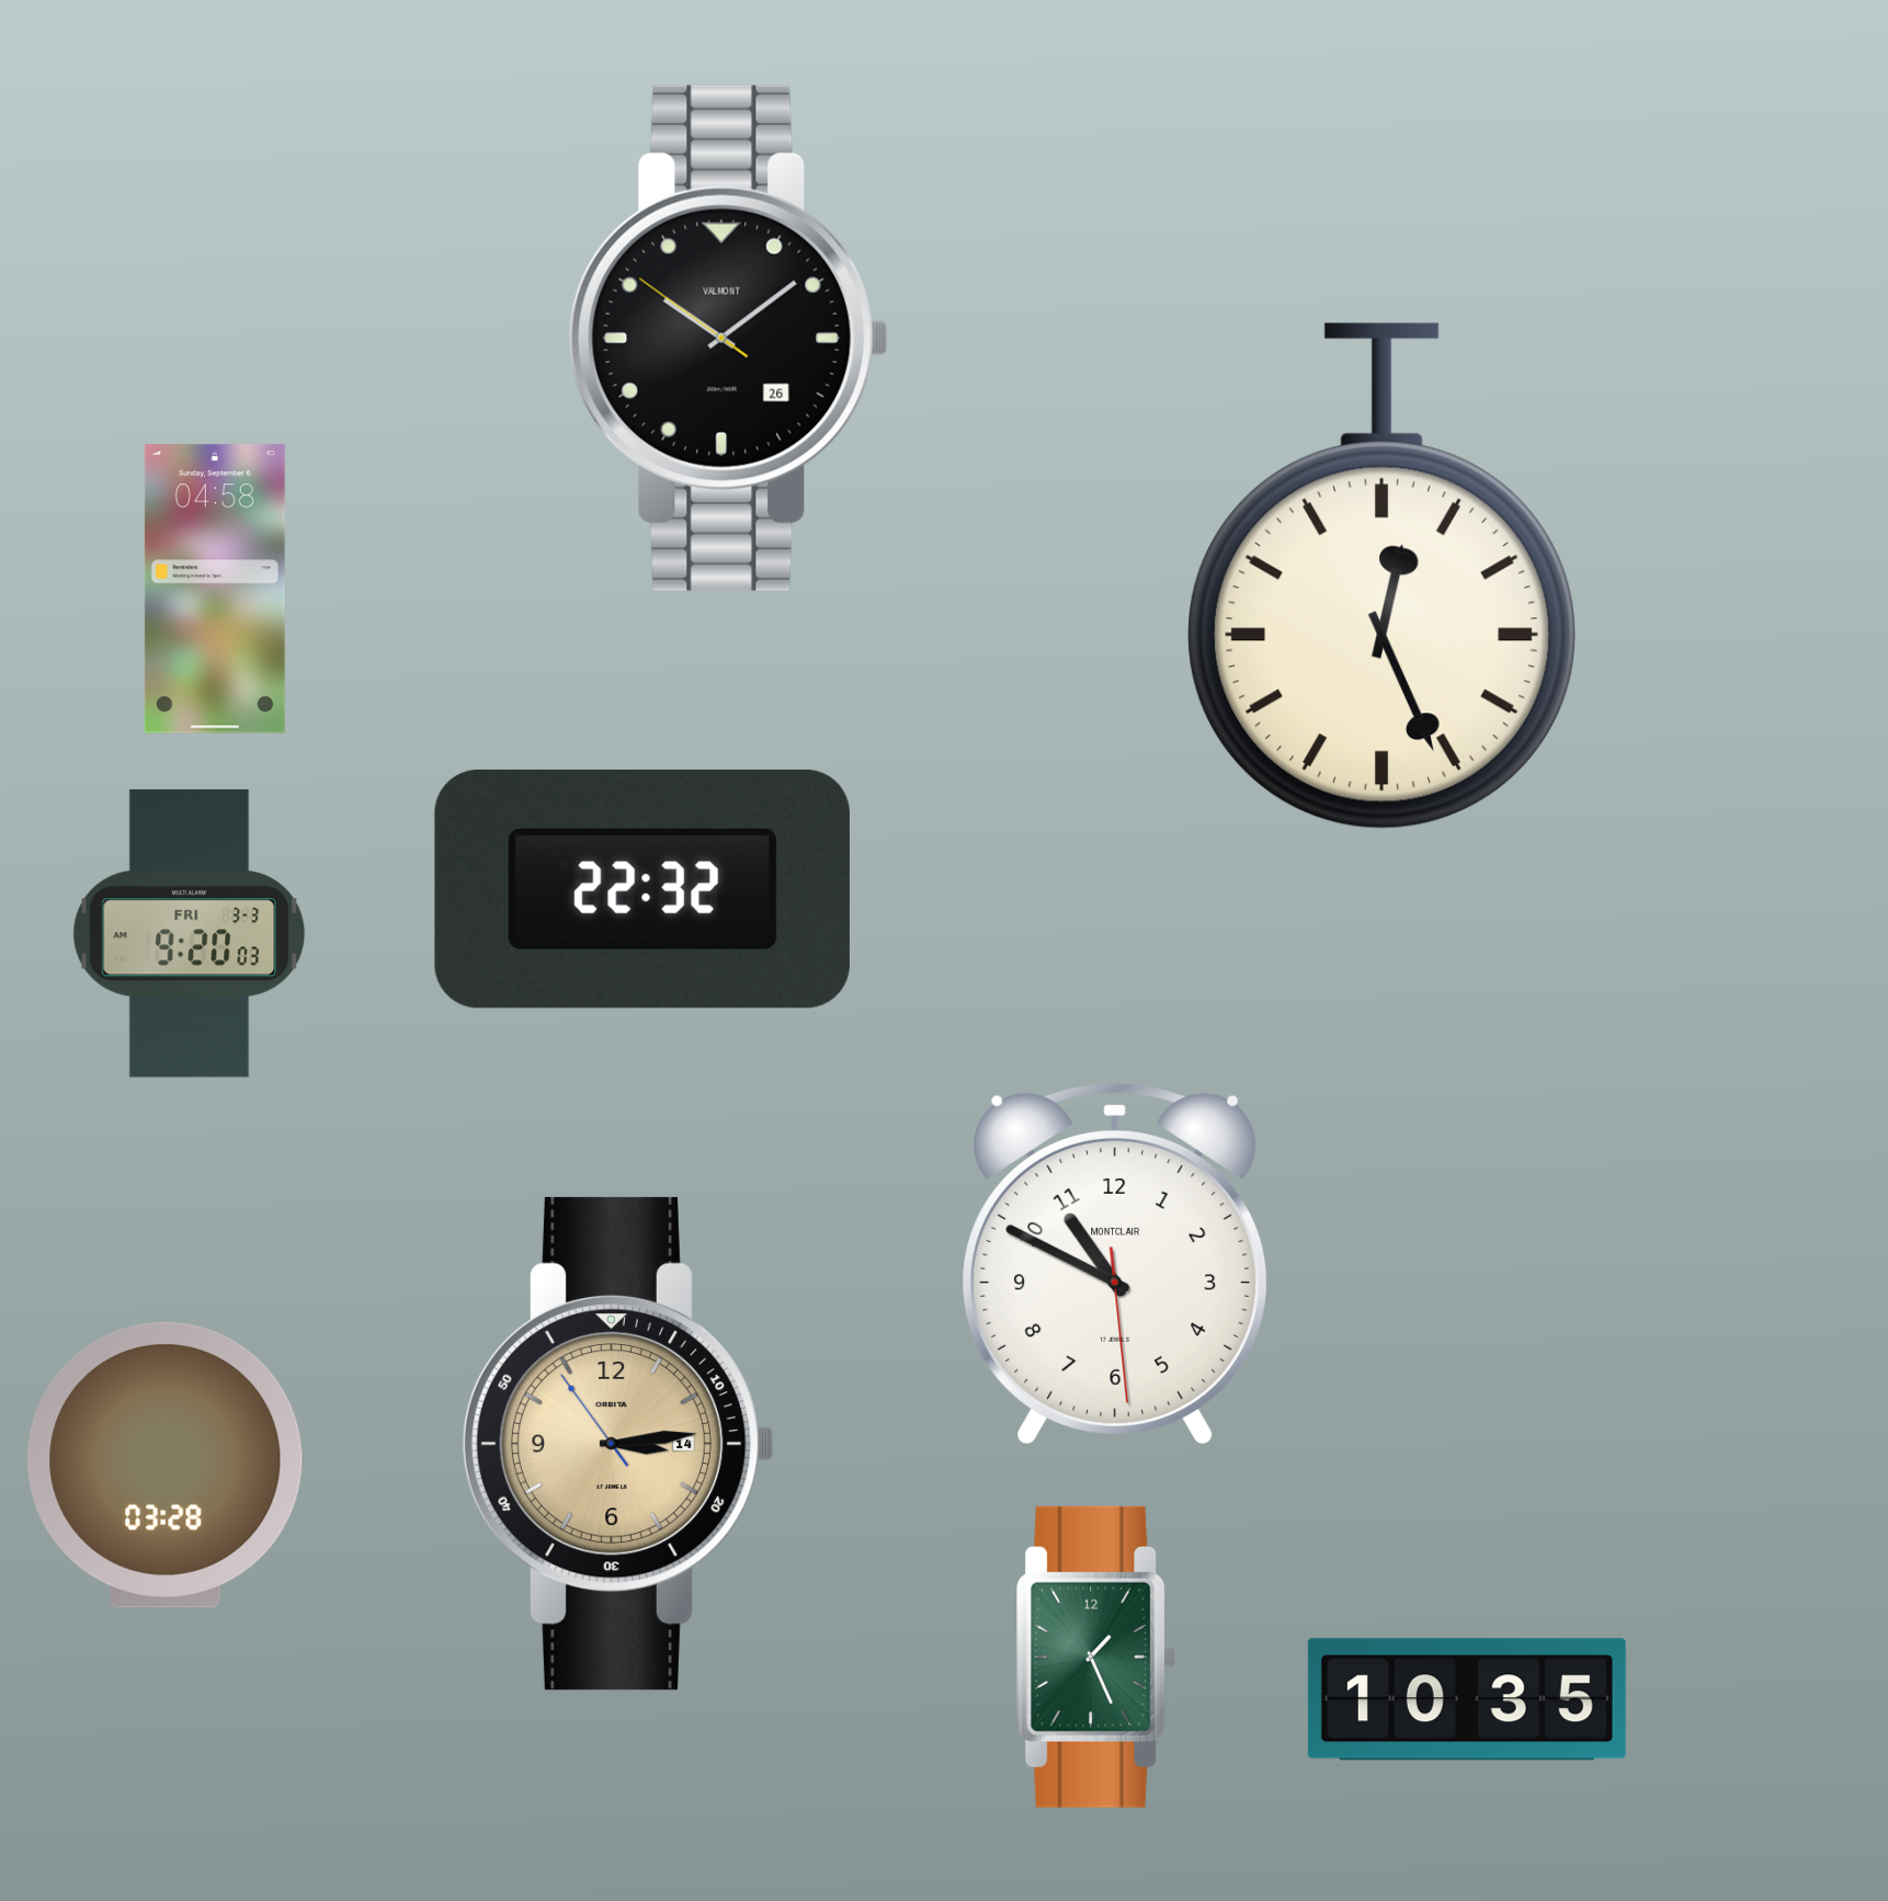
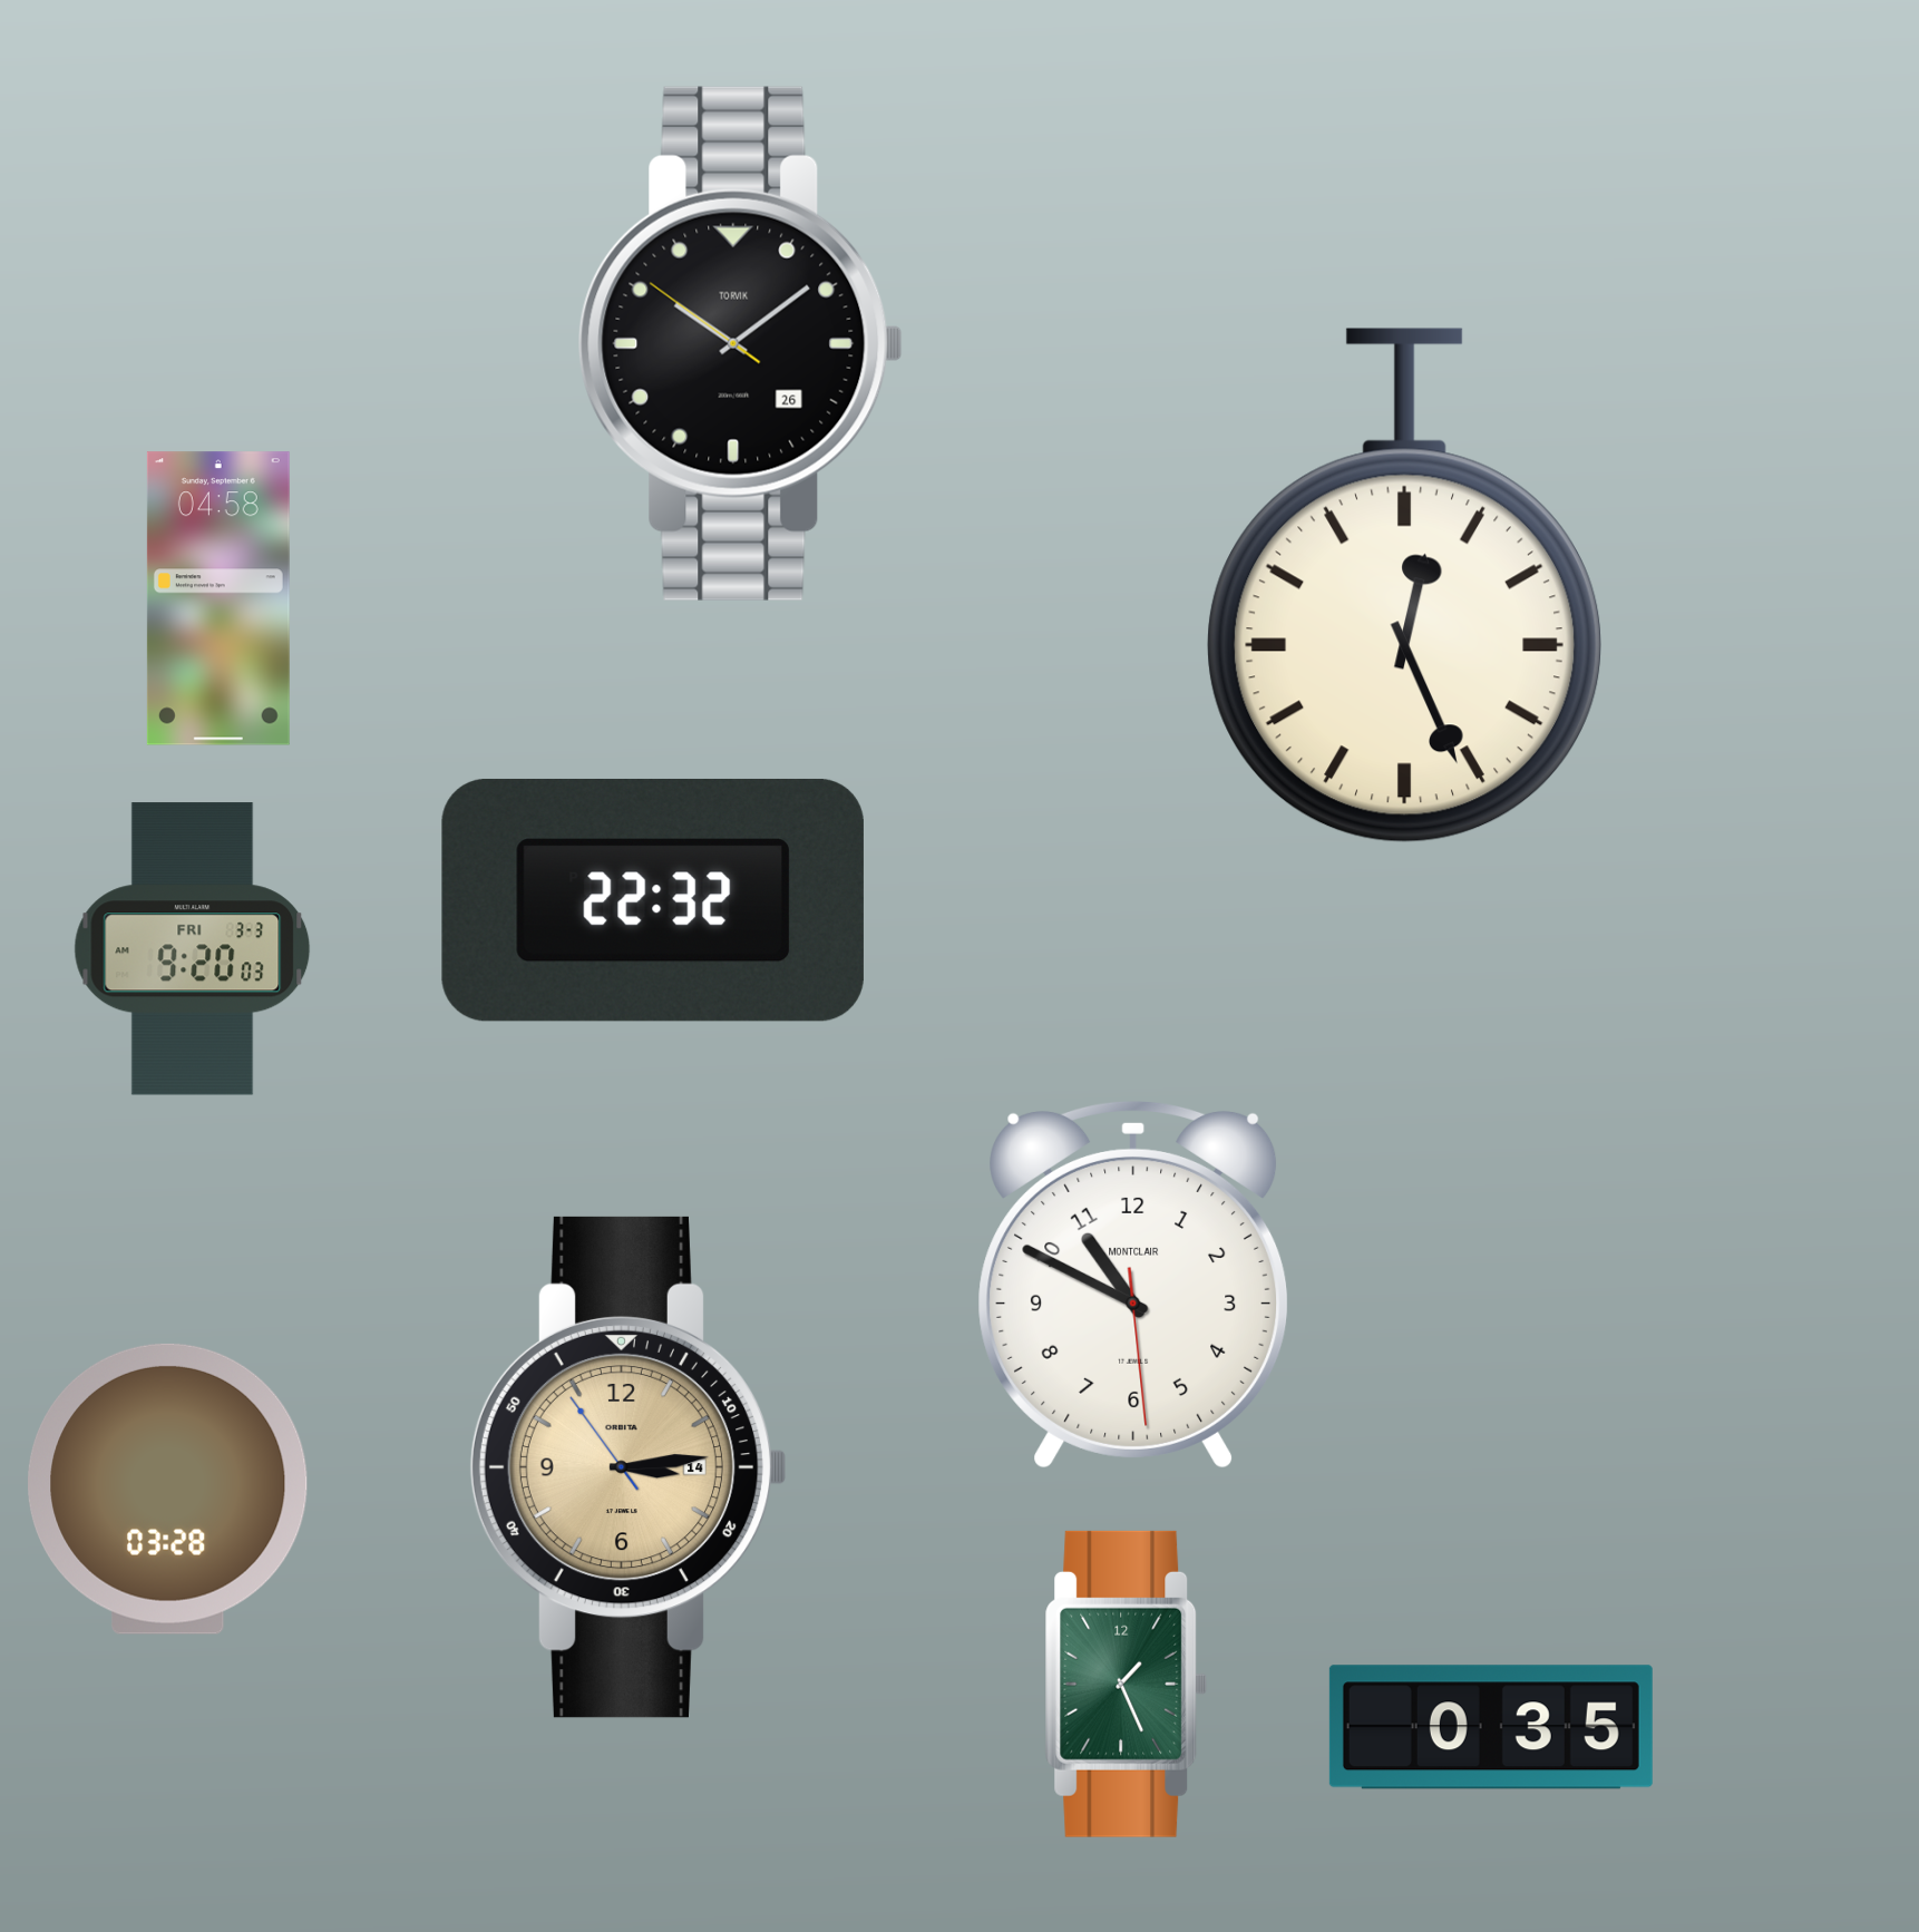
clock at (728, 338) brand: VALMONT -> TORVIK
clock at (642, 889) position: (642, 889) -> (653, 900)
clock at (1096, 1657) position: (1096, 1657) -> (1127, 1684)
clock at (1467, 1699): 10:35 -> 0:35
